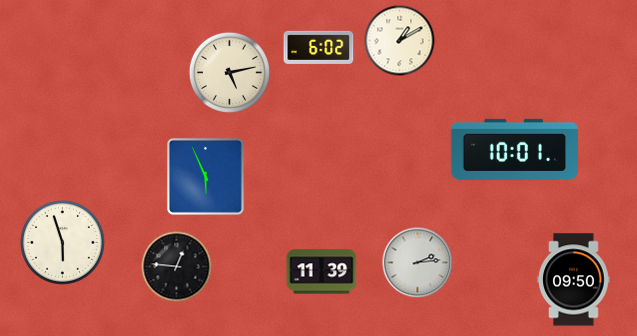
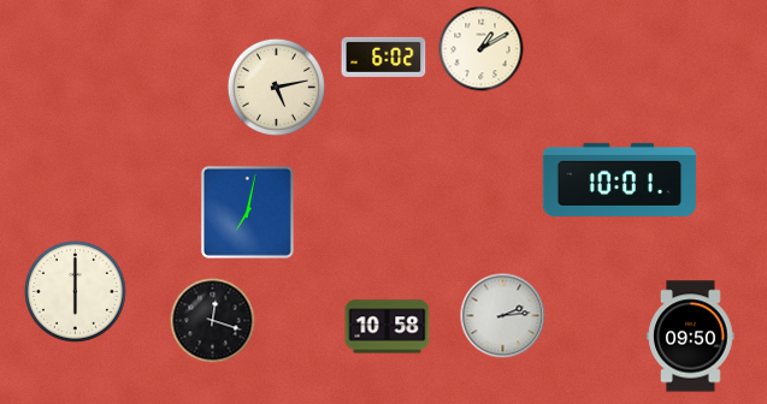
clock at (205, 176): 5:56 -> 7:02
clock at (63, 243): 5:57 -> 6:00
clock at (177, 267): 12:46 -> 12:18
clock at (322, 272): 11:39 -> 10:58
